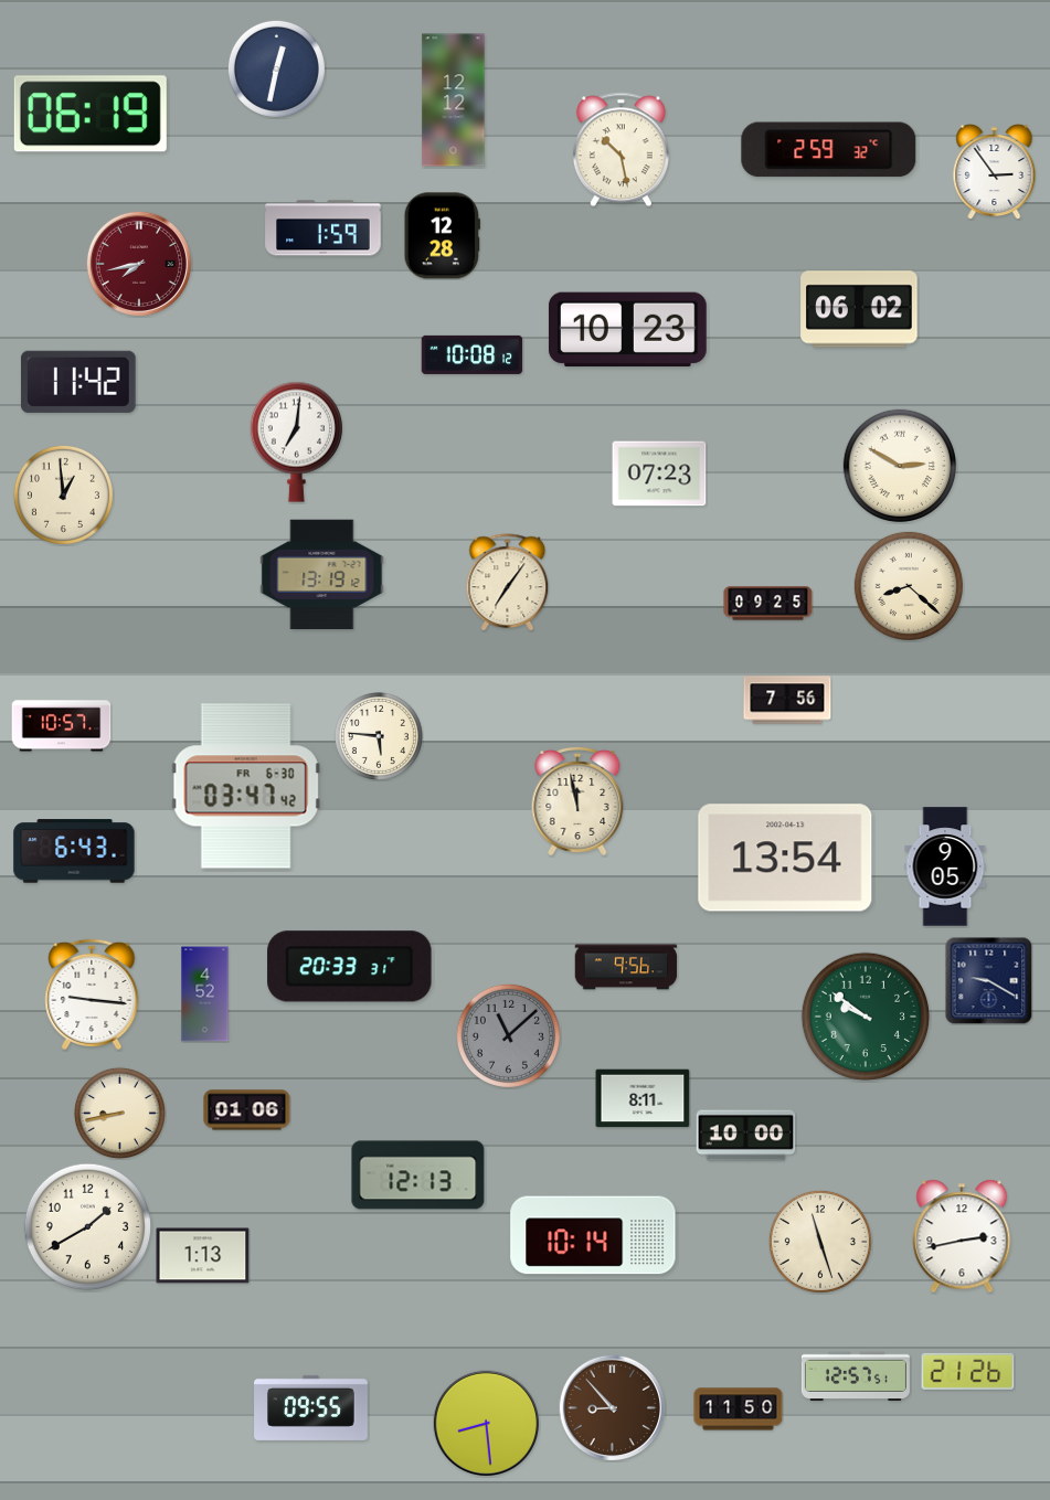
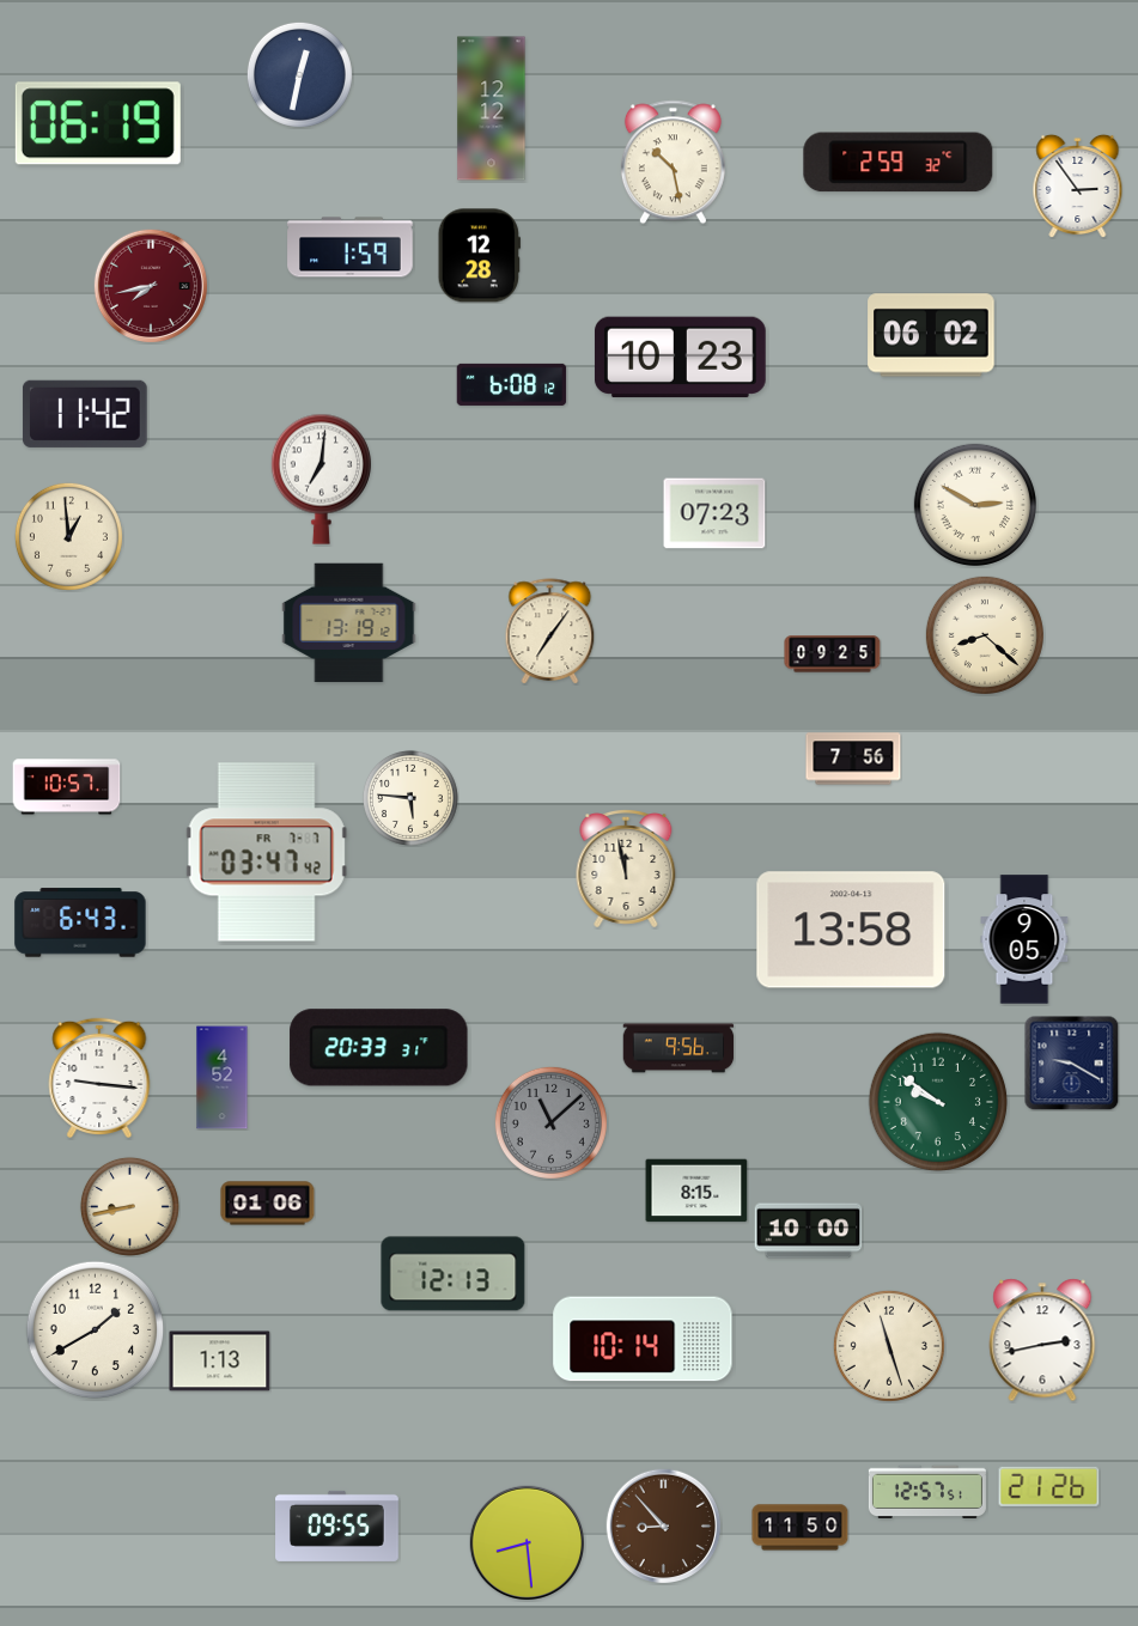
clock at (473, 354): 10:08 -> 6:08
clock at (246, 786) date: FR 6-30 -> FR 7-7
clock at (785, 858): 13:54 -> 13:58
clock at (643, 1098): 8:11 -> 8:15
